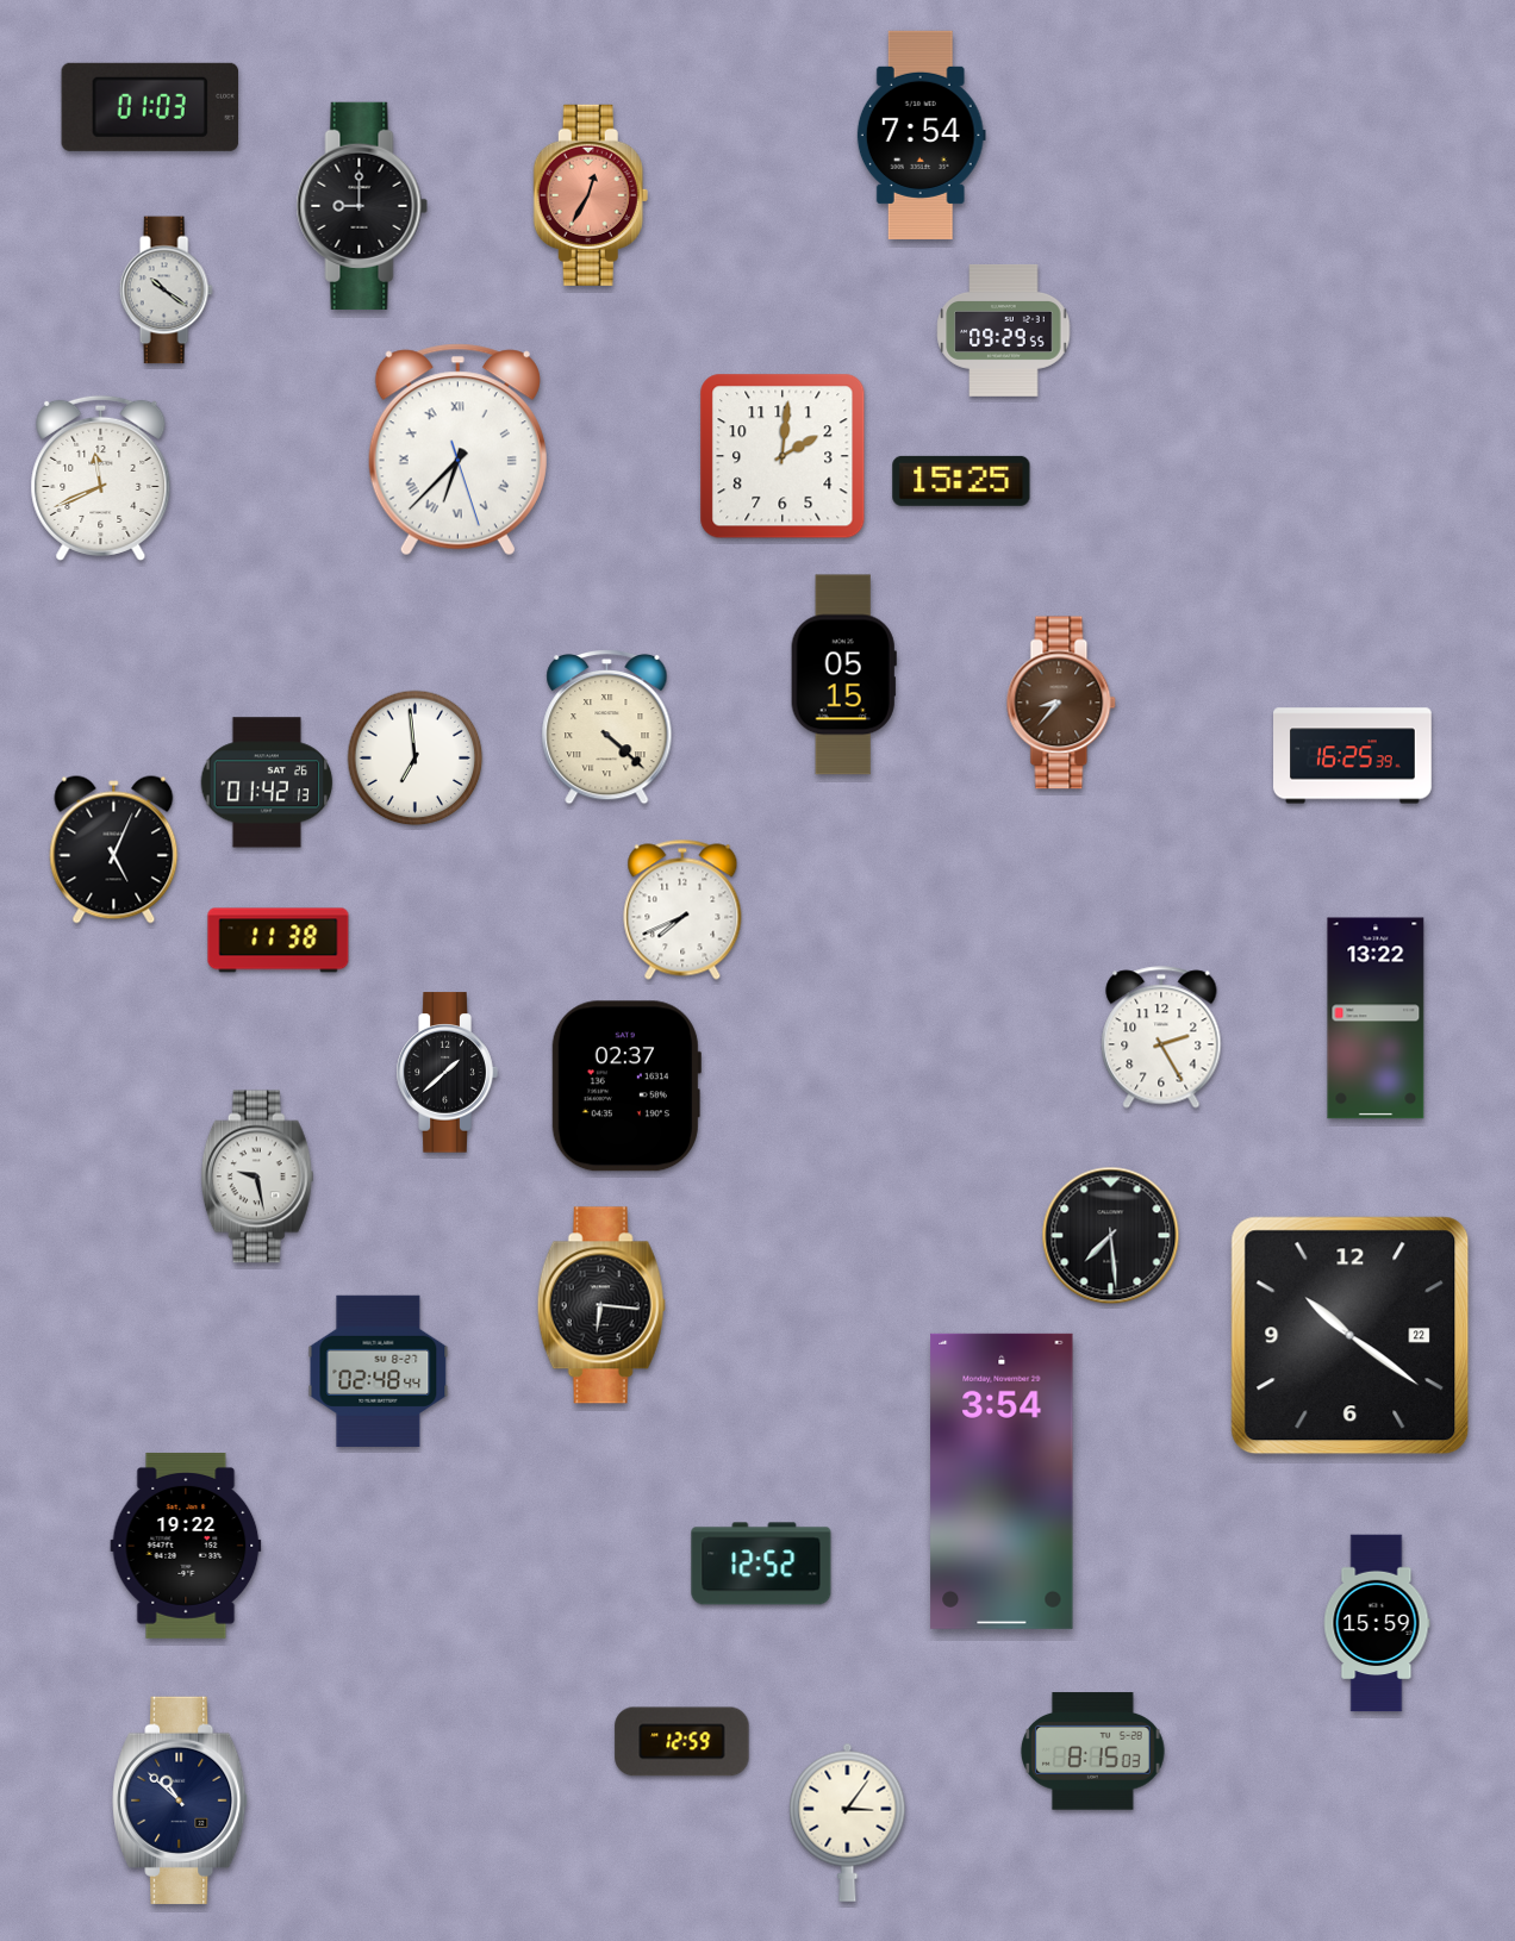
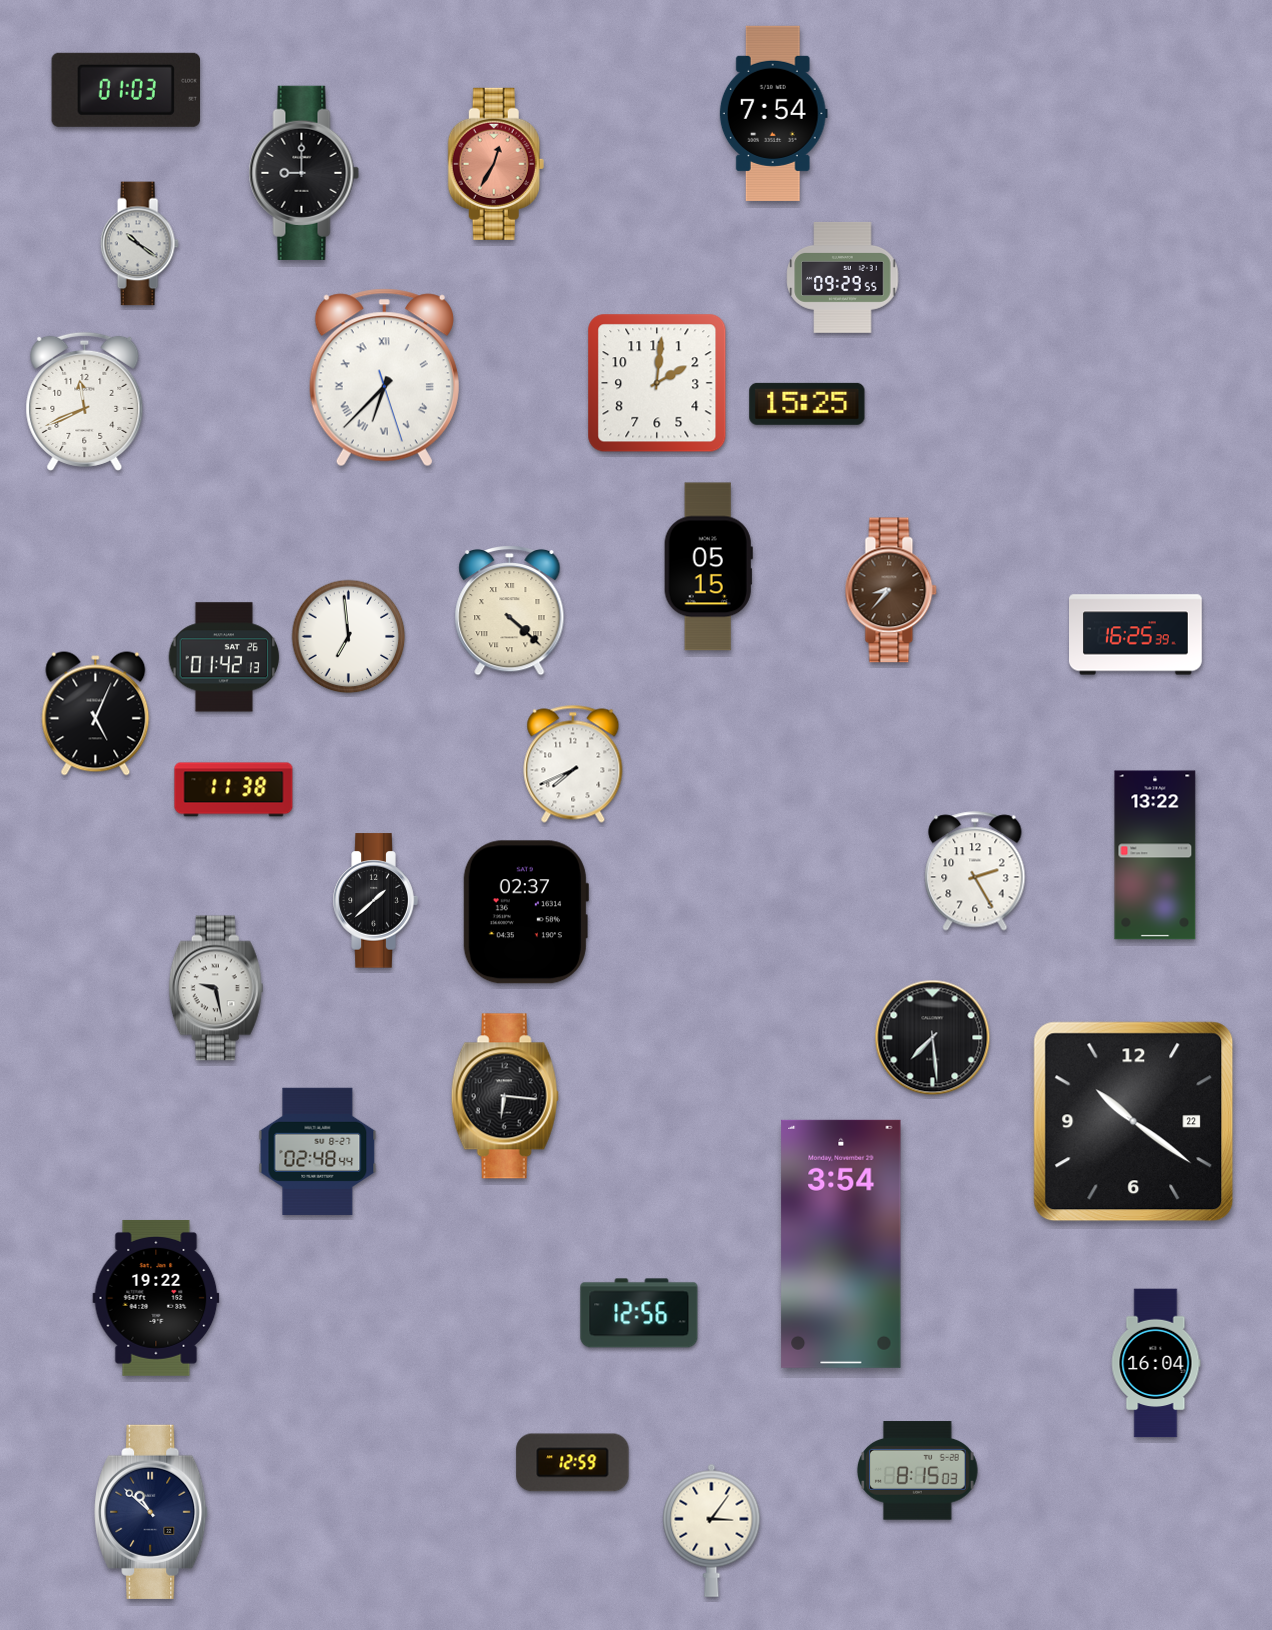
clock at (761, 1564): 12:52 -> 12:56
clock at (1377, 1623): 15:59 -> 16:04
